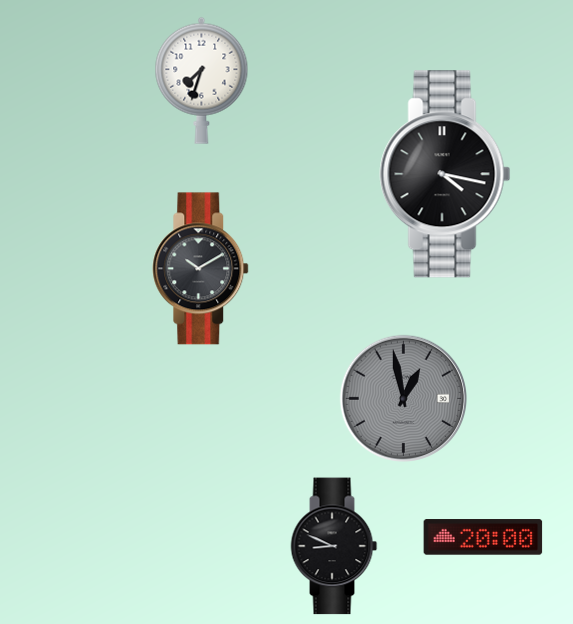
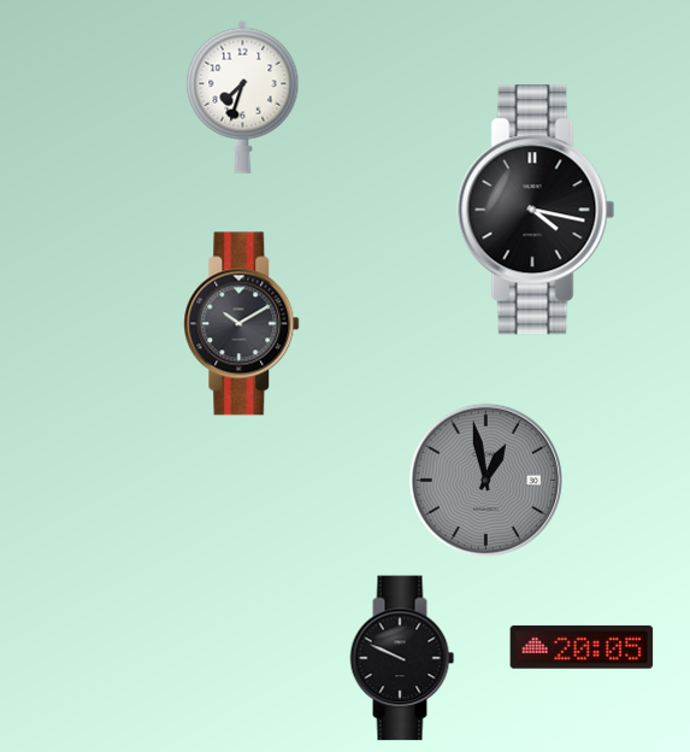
clock at (483, 537): 20:00 -> 20:05
clock at (334, 546): 8:49 -> 9:49
